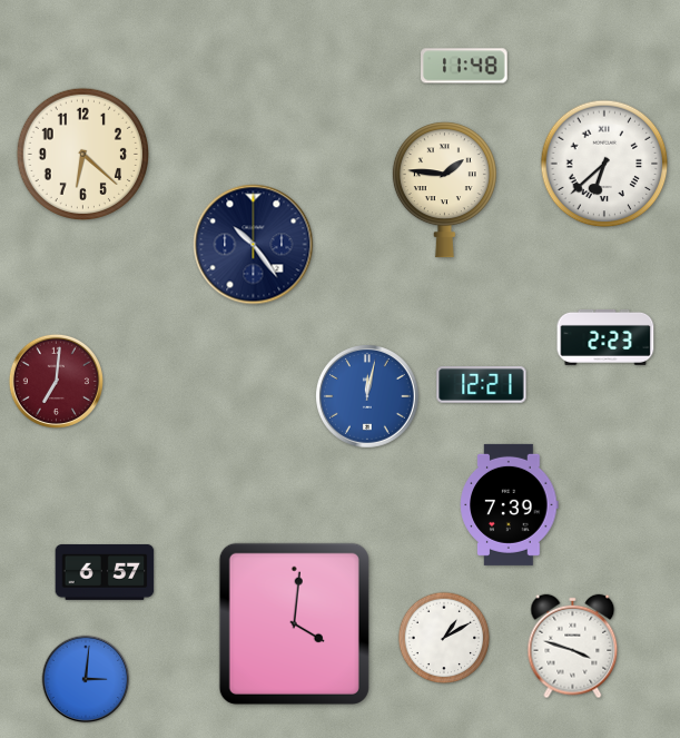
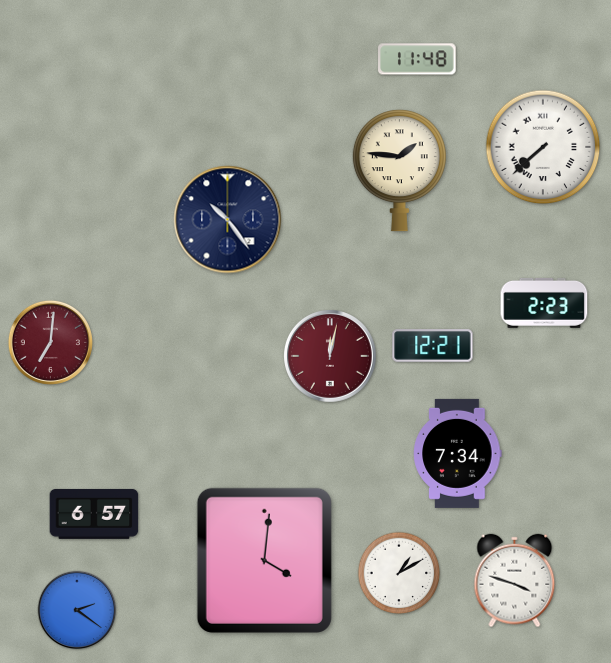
clock at (82, 154): 6:22 -> none
clock at (604, 164): 6:38 -> 7:38
clock at (368, 397) dial: blue -> burgundy
clock at (510, 504): 7:39 -> 7:34
clock at (86, 679): 3:01 -> 2:21
